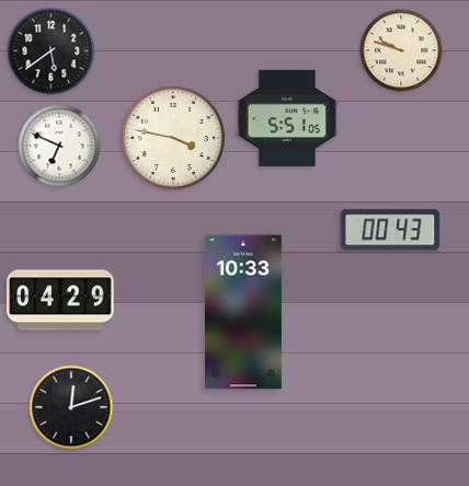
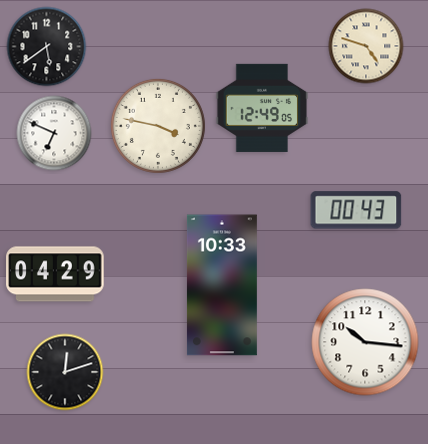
clock at (401, 50): 9:48 -> 4:48
clock at (287, 118): 5:51 -> 12:49
clock at (365, 342): none -> 10:16
